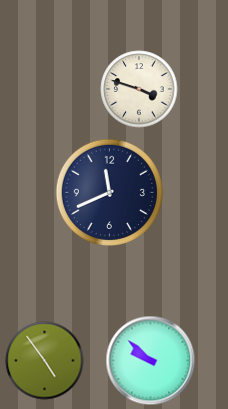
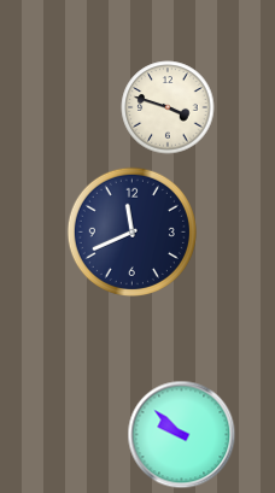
clock at (45, 361): 4:54 -> none
